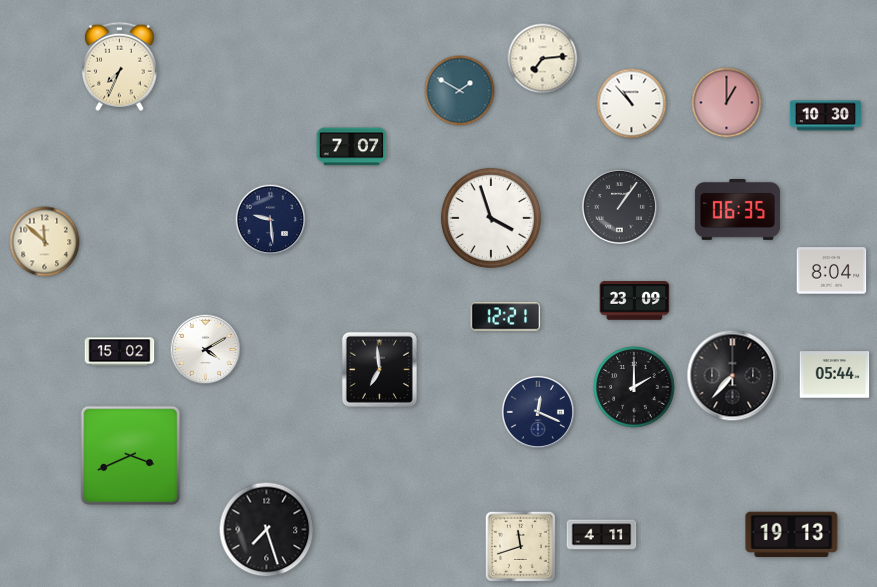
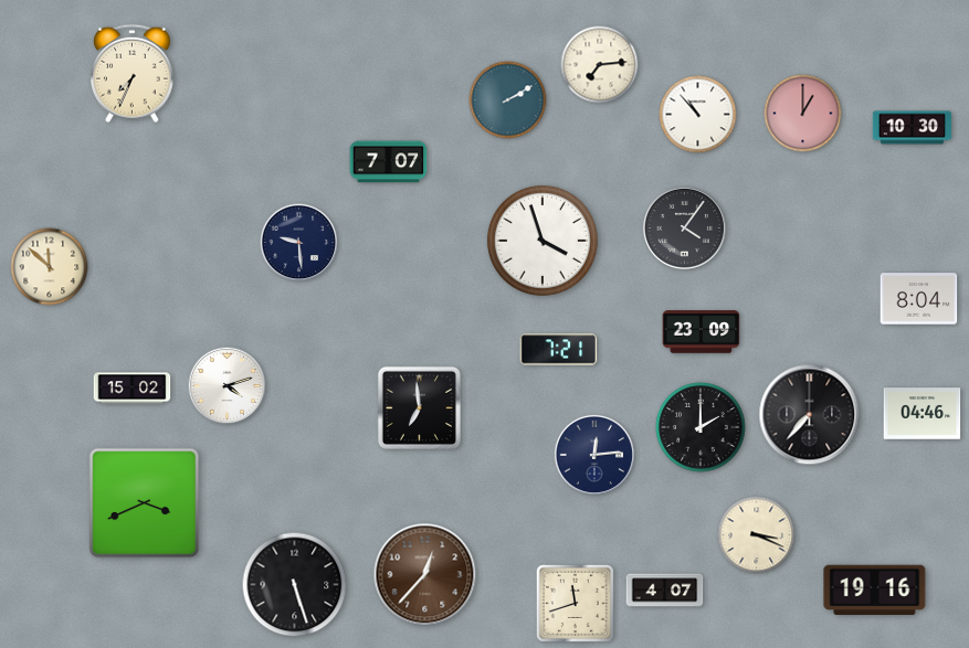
clock at (460, 91): 1:50 -> 2:10
clock at (619, 206): 1:06 -> 4:06
clock at (737, 210): 06:35 -> none
clock at (506, 317): 12:21 -> 7:21
clock at (206, 350): 4:10 -> 4:12
clock at (835, 375): 05:44 -> 04:46
clock at (538, 412): 12:19 -> 12:14
clock at (757, 535): none -> 3:19
clock at (425, 575): none -> 12:37
clock at (267, 530): 7:27 -> 5:27
clock at (602, 535): 4:11 -> 4:07
clock at (792, 535): 19:13 -> 19:16
